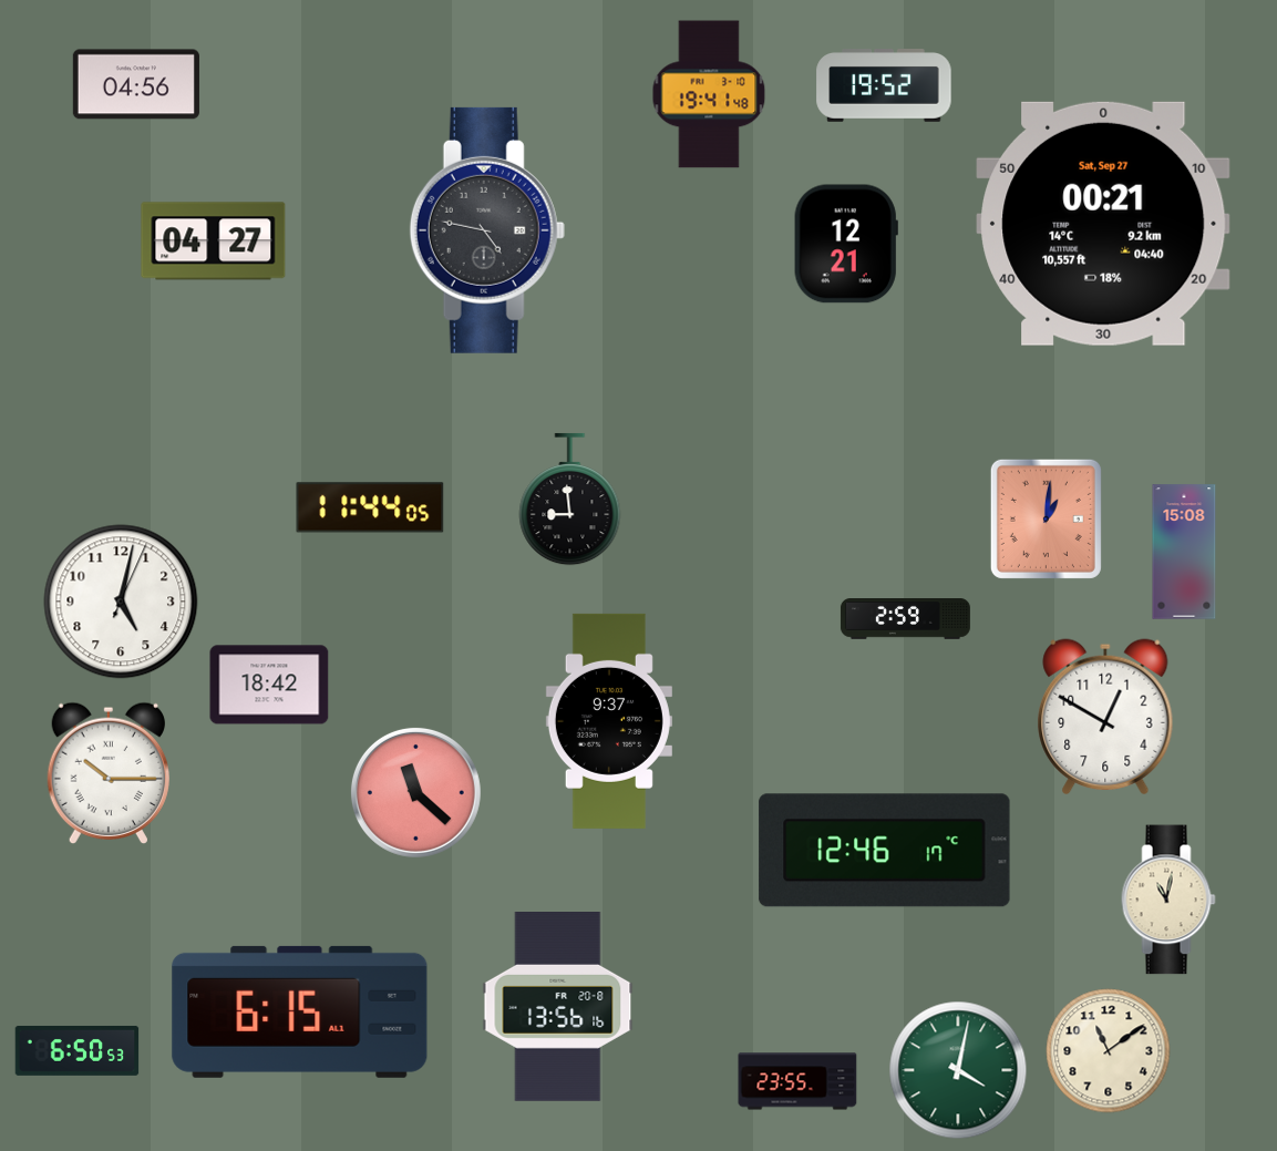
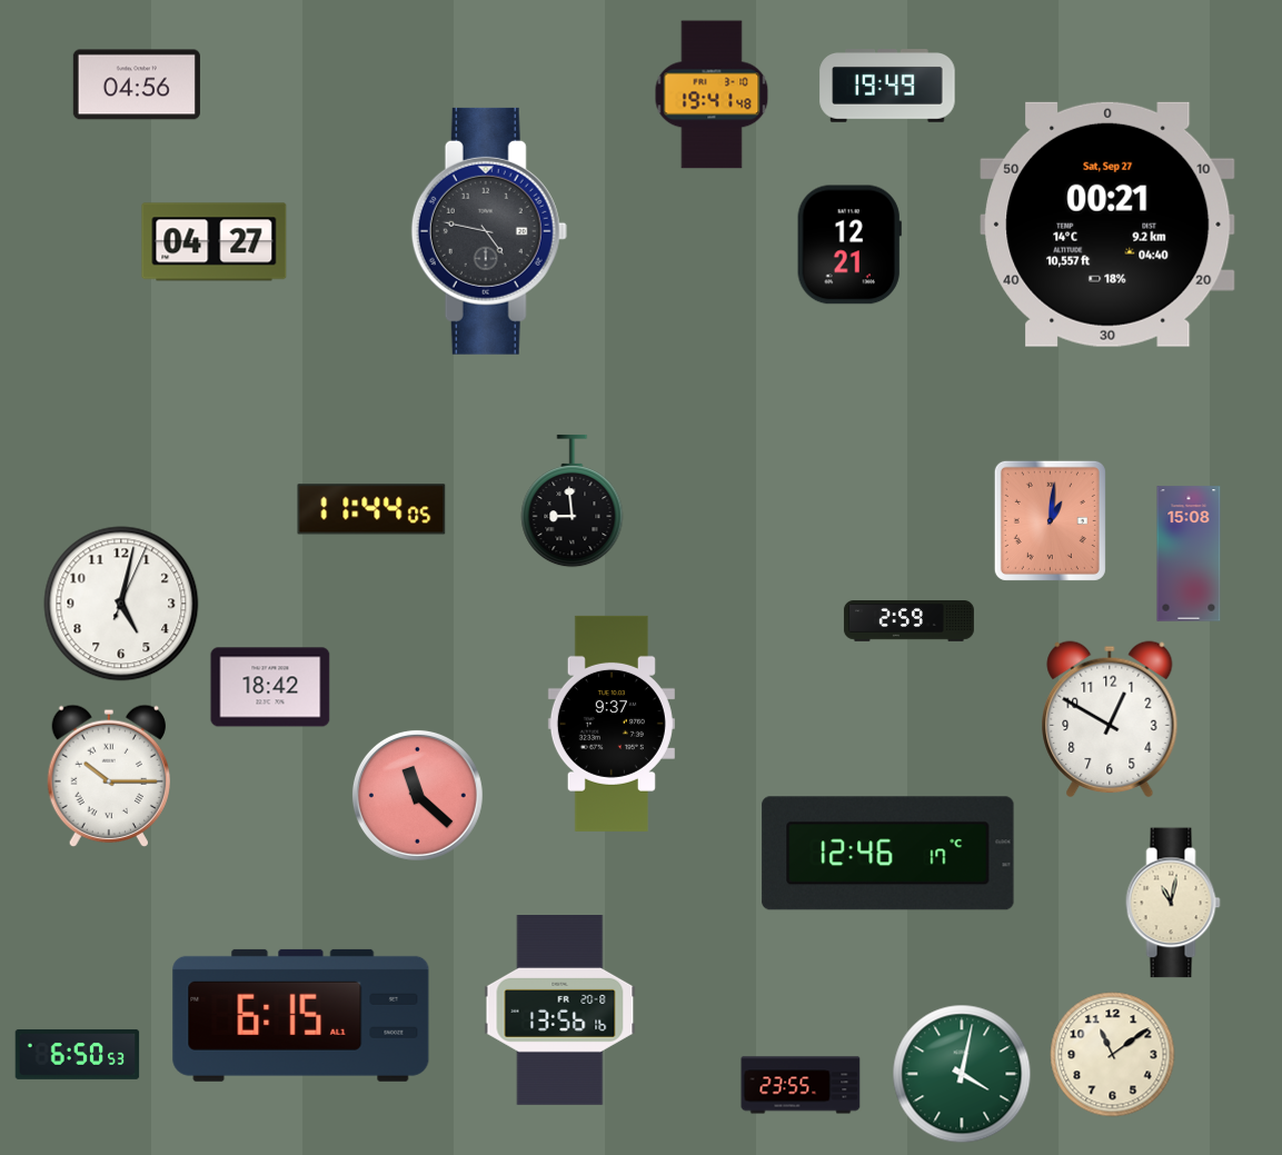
clock at (884, 86): 19:52 -> 19:49
